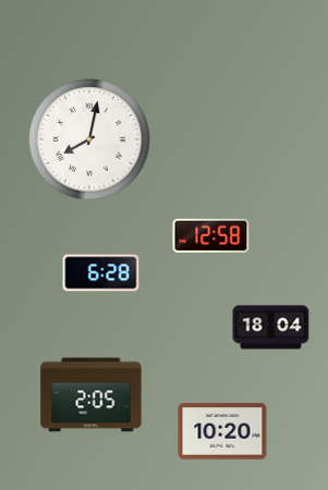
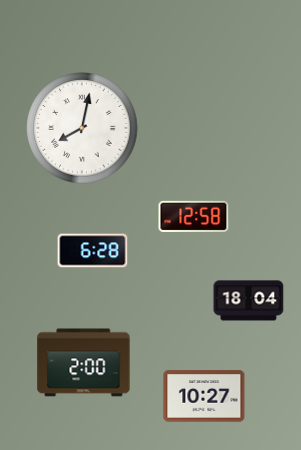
clock at (92, 395): 2:05 -> 2:00
clock at (222, 431): 10:20 -> 10:27
